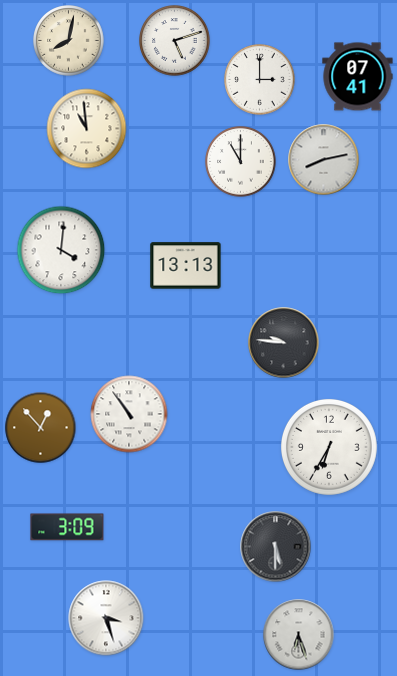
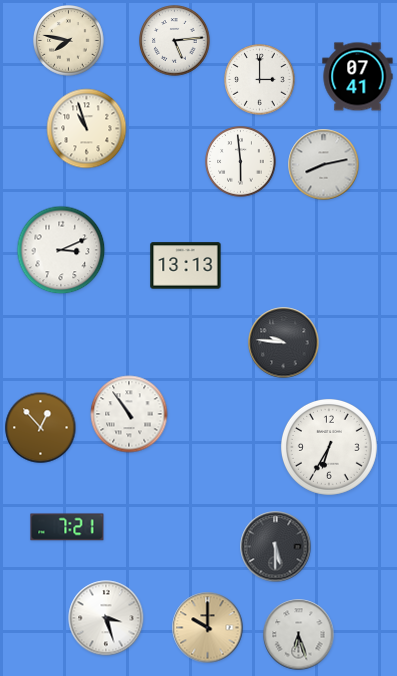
clock at (69, 41): 8:02 -> 7:47
clock at (175, 41): 5:12 -> 5:14
clock at (87, 129): 10:59 -> 10:57
clock at (324, 160) position: (324, 160) -> (324, 165)
clock at (241, 162): 11:00 -> 5:59
clock at (61, 250): 4:01 -> 3:11
clock at (67, 527): 3:09 -> 7:21
clock at (208, 628): none -> 10:00
